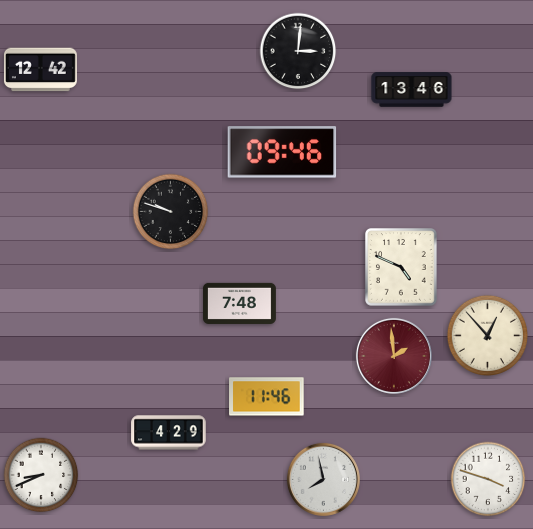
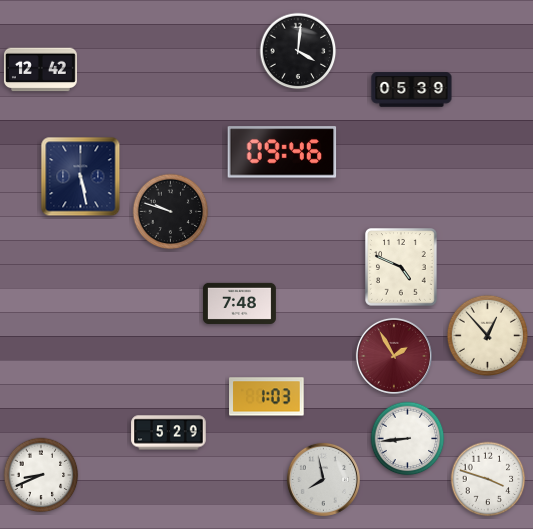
clock at (298, 51): 3:01 -> 4:01
clock at (412, 90): 13:46 -> 05:39
clock at (81, 177): none -> 5:28
clock at (394, 356): 1:59 -> 1:55
clock at (267, 397): 11:46 -> 1:03
clock at (169, 433): 4:29 -> 5:29
clock at (408, 439): none -> 8:44
